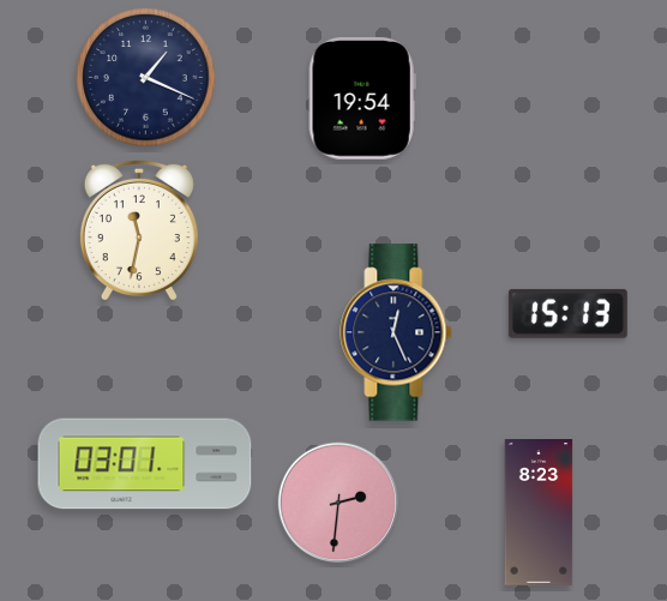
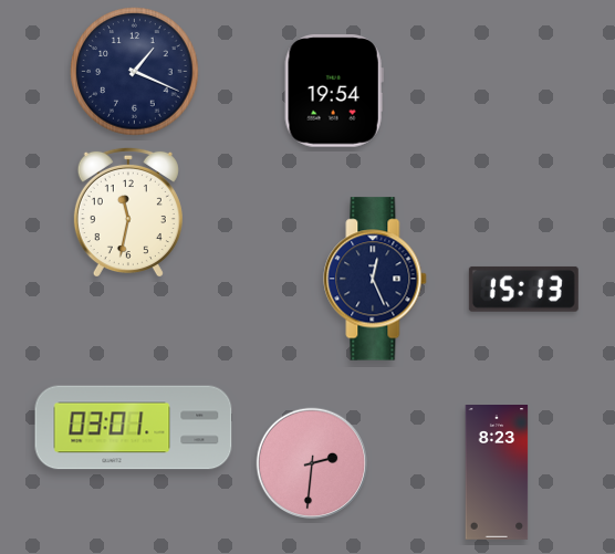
clock at (396, 332) position: (396, 332) -> (375, 279)
